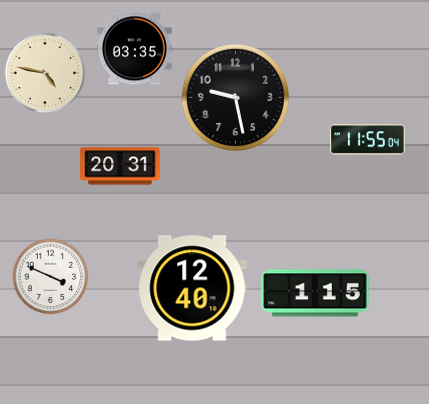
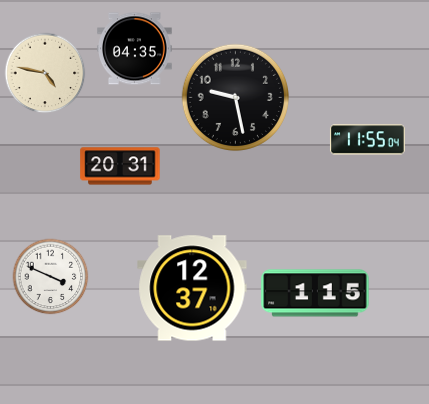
clock at (135, 49): 03:35 -> 04:35
clock at (192, 288): 12:40 -> 12:37
